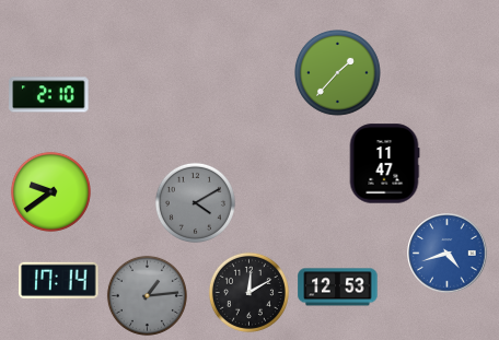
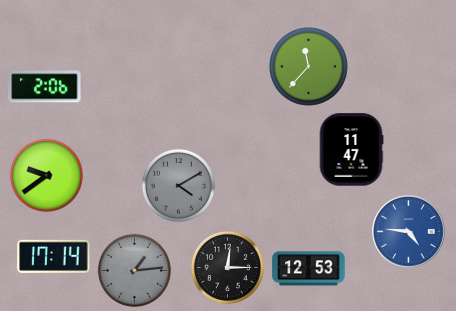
clock at (338, 73): 1:37 -> 11:37
clock at (49, 95): 2:10 -> 2:06
clock at (448, 254): 4:42 -> 4:46
clock at (338, 288) position: (338, 288) -> (309, 269)
clock at (248, 292): 12:10 -> 12:15
